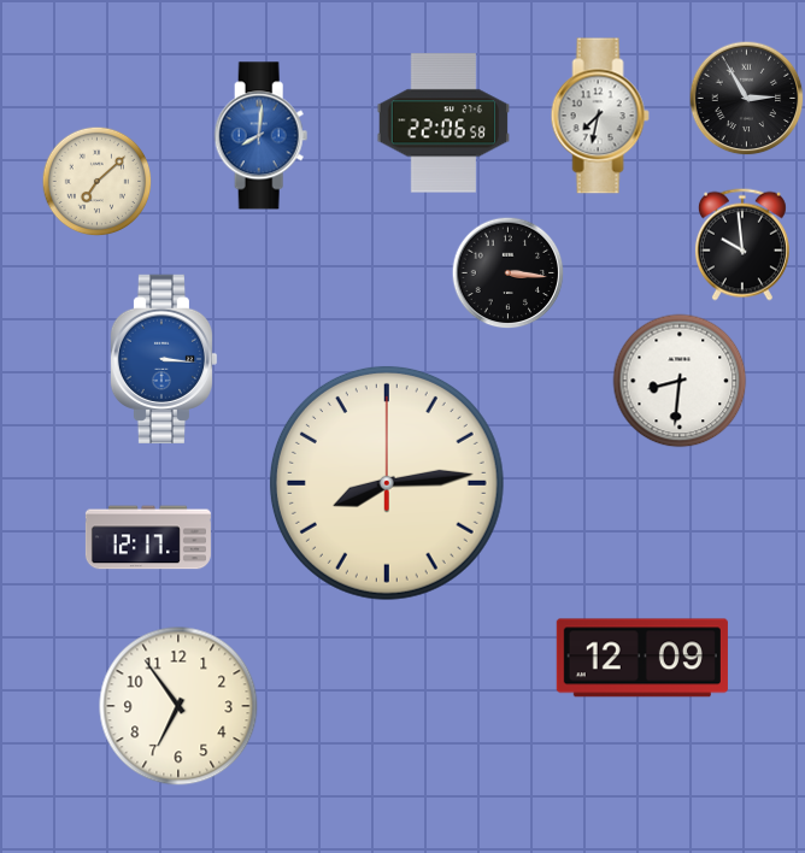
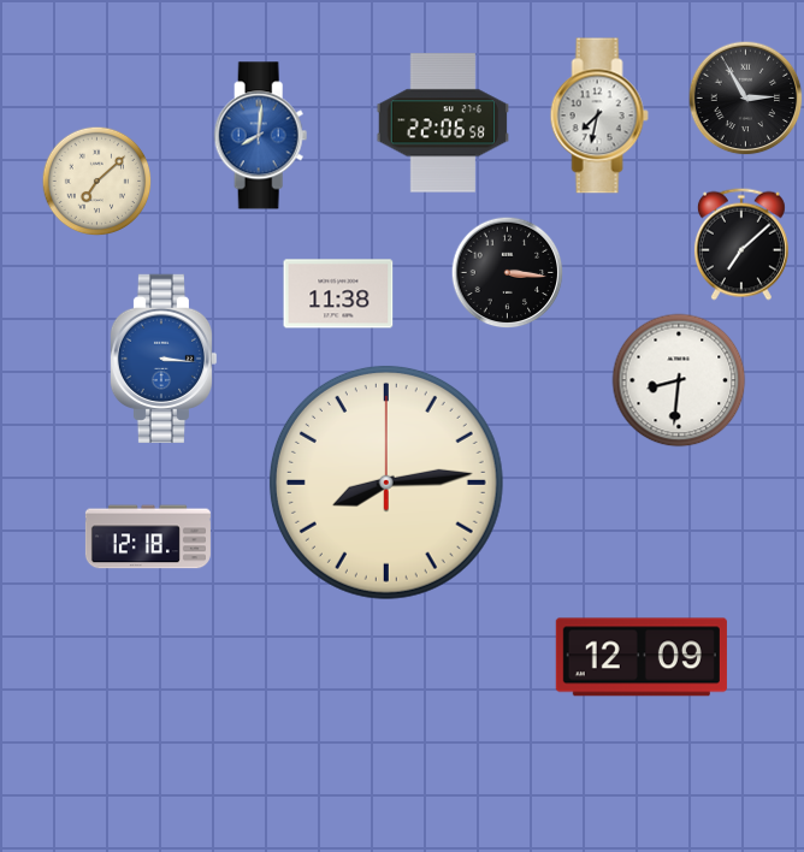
clock at (742, 245): 9:59 -> 7:08
clock at (338, 294): none -> 11:38
clock at (148, 537): 12:17 -> 12:18
clock at (178, 706): 6:54 -> none
